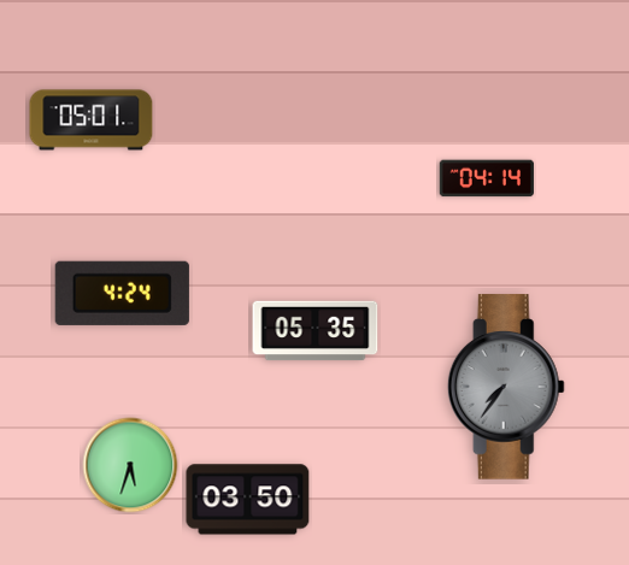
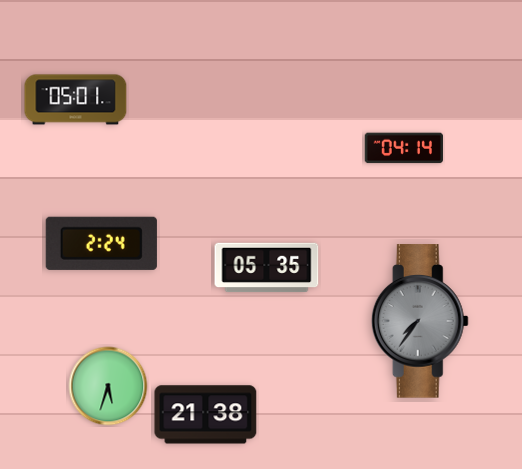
clock at (122, 293): 4:24 -> 2:24
clock at (316, 331) position: (316, 331) -> (267, 268)
clock at (248, 500): 03:50 -> 21:38
